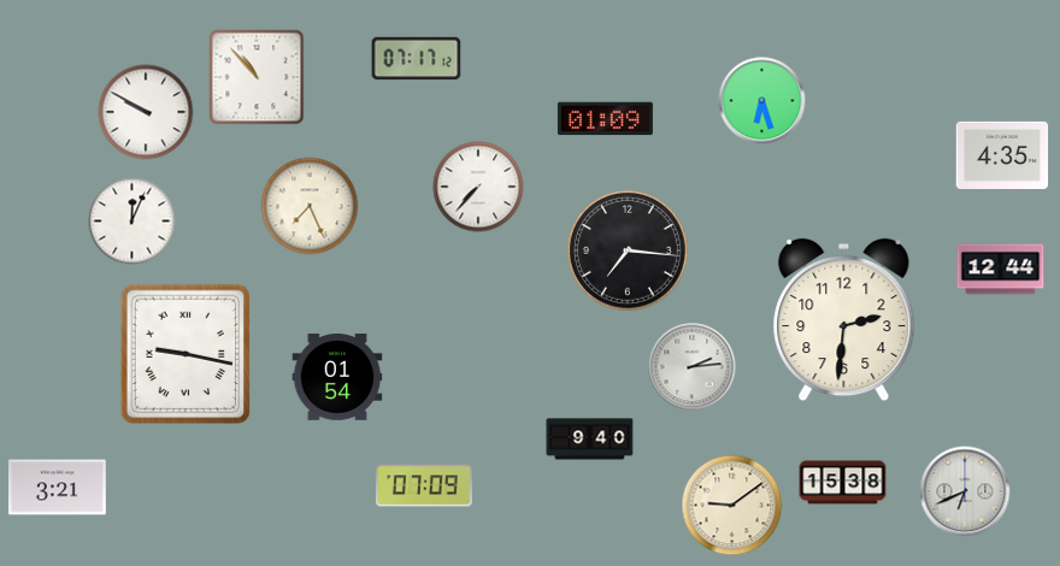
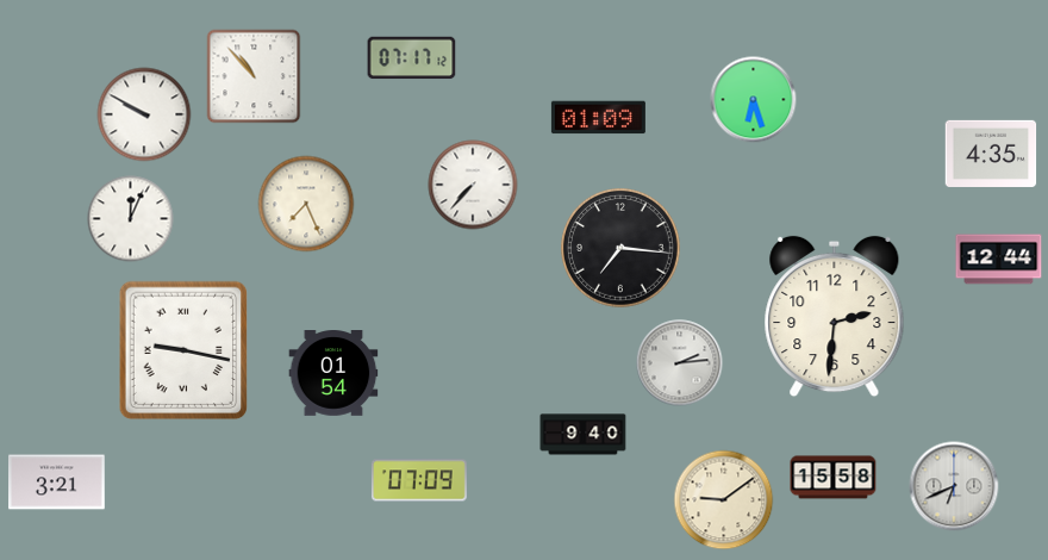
clock at (146, 112) position: (146, 112) -> (144, 114)
clock at (1001, 270) position: (1001, 270) -> (999, 260)
clock at (693, 367) position: (693, 367) -> (680, 363)
clock at (843, 483): 15:38 -> 15:58
